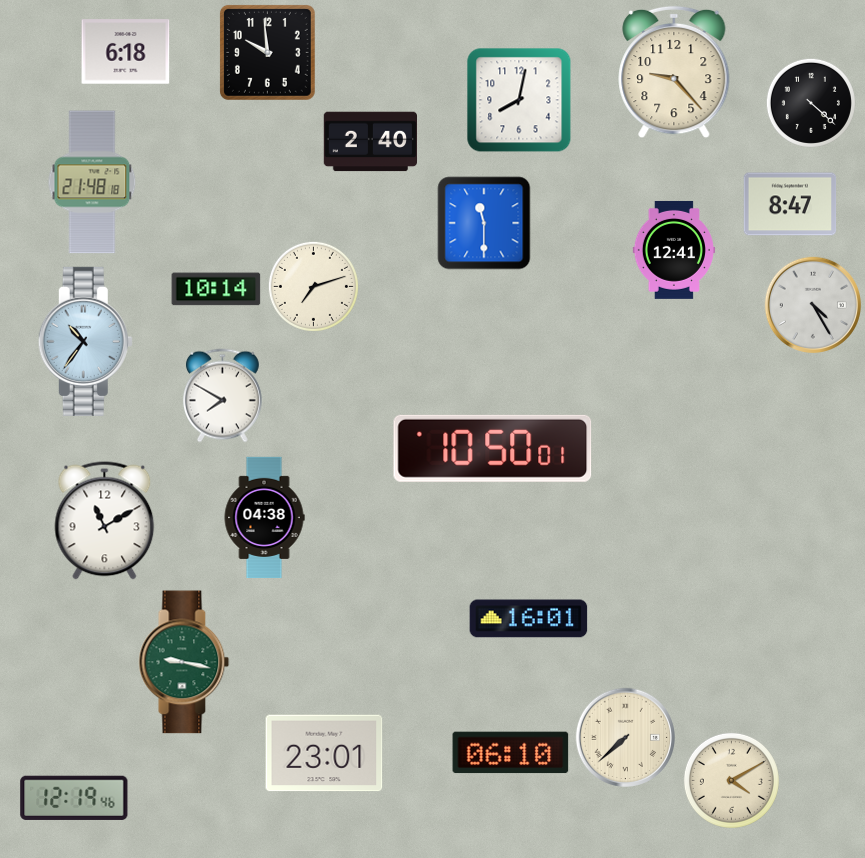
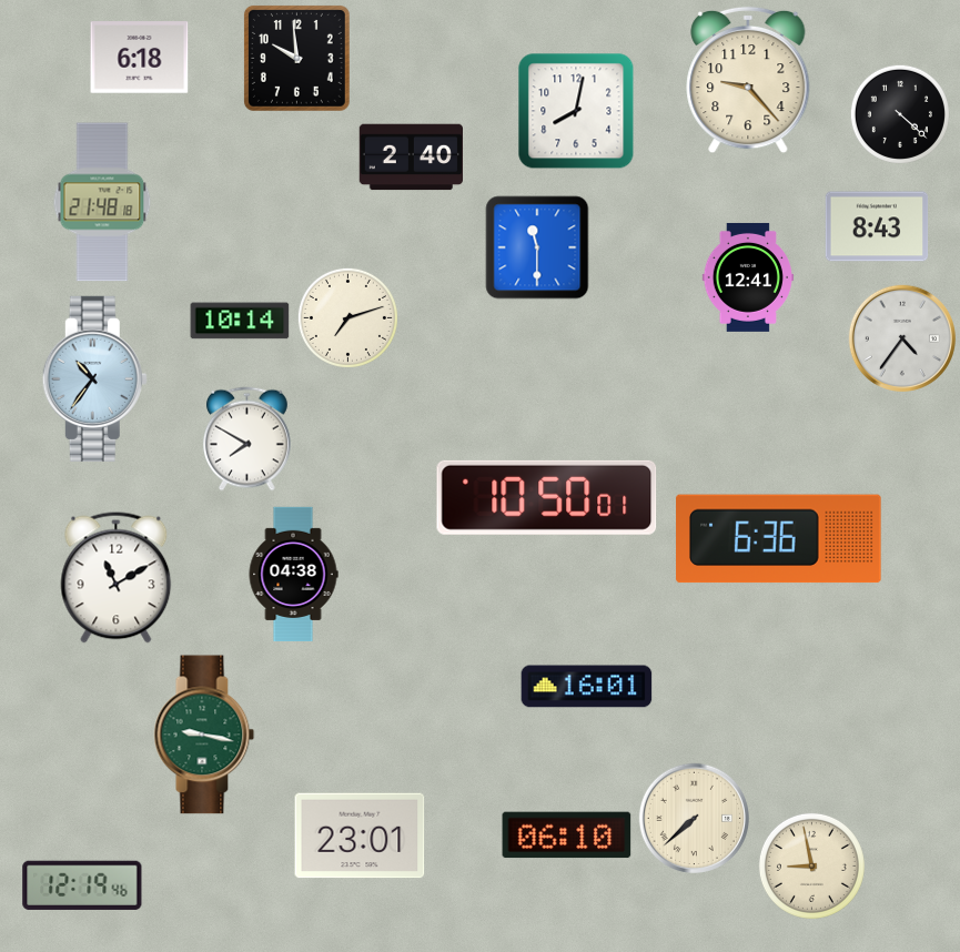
clock at (790, 204): 8:47 -> 8:43
clock at (813, 305): 4:25 -> 4:36
clock at (779, 539): none -> 6:36
clock at (731, 780): 4:10 -> 8:58
